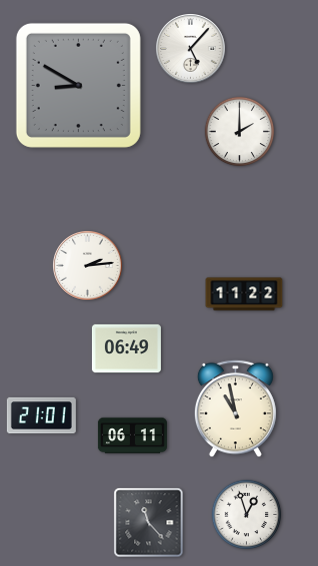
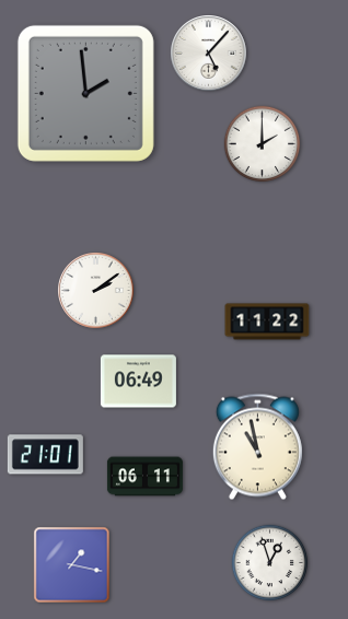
clock at (78, 85): 8:50 -> 1:59
clock at (88, 266): 2:14 -> 2:09
clock at (72, 565): none -> 1:17
clock at (149, 523): 11:23 -> none
